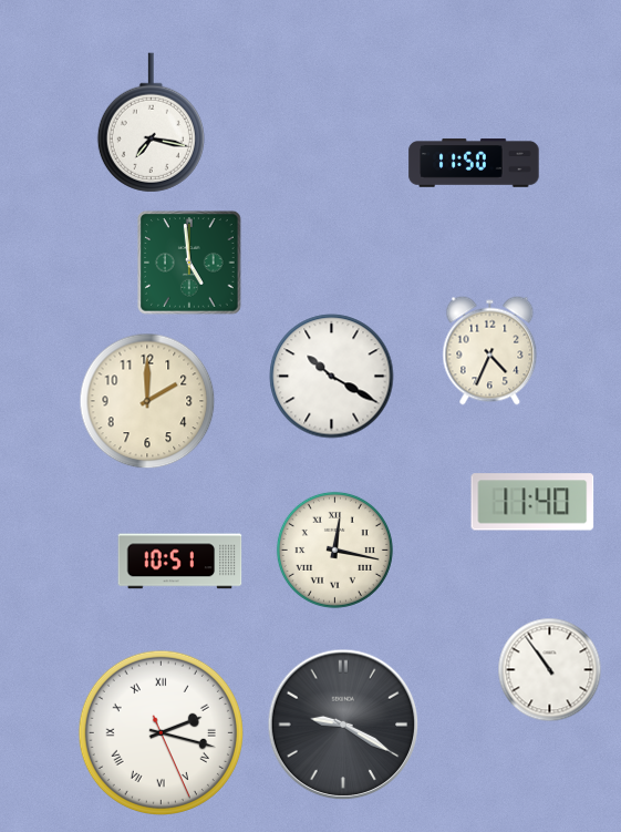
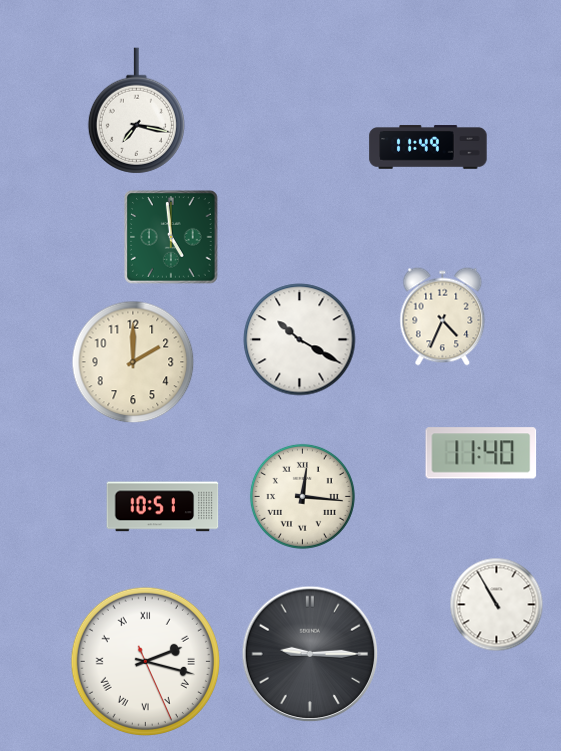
clock at (474, 163): 11:50 -> 11:49
clock at (334, 549): 12:17 -> 12:16
clock at (550, 670): 10:54 -> 10:55
clock at (343, 725): 9:20 -> 9:15
